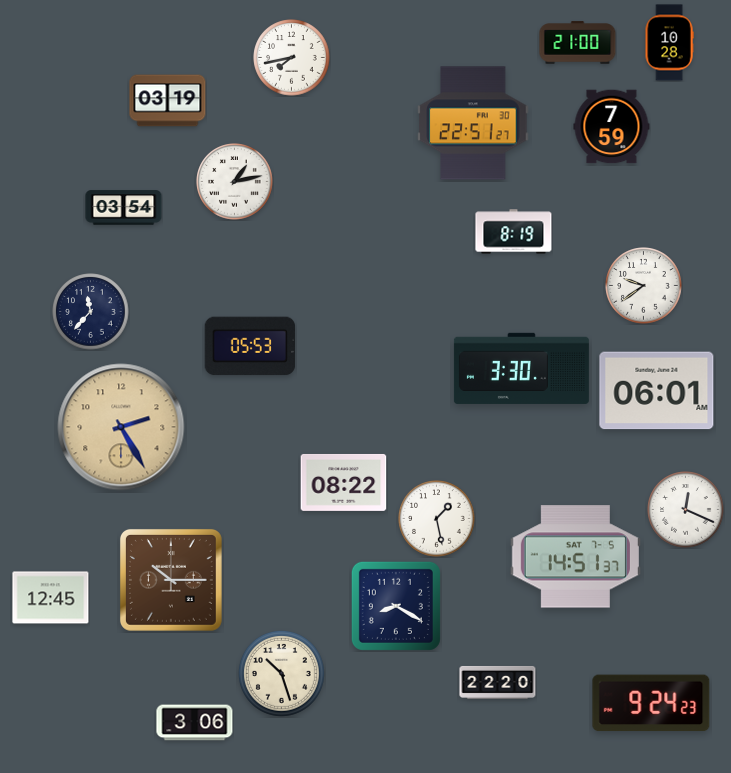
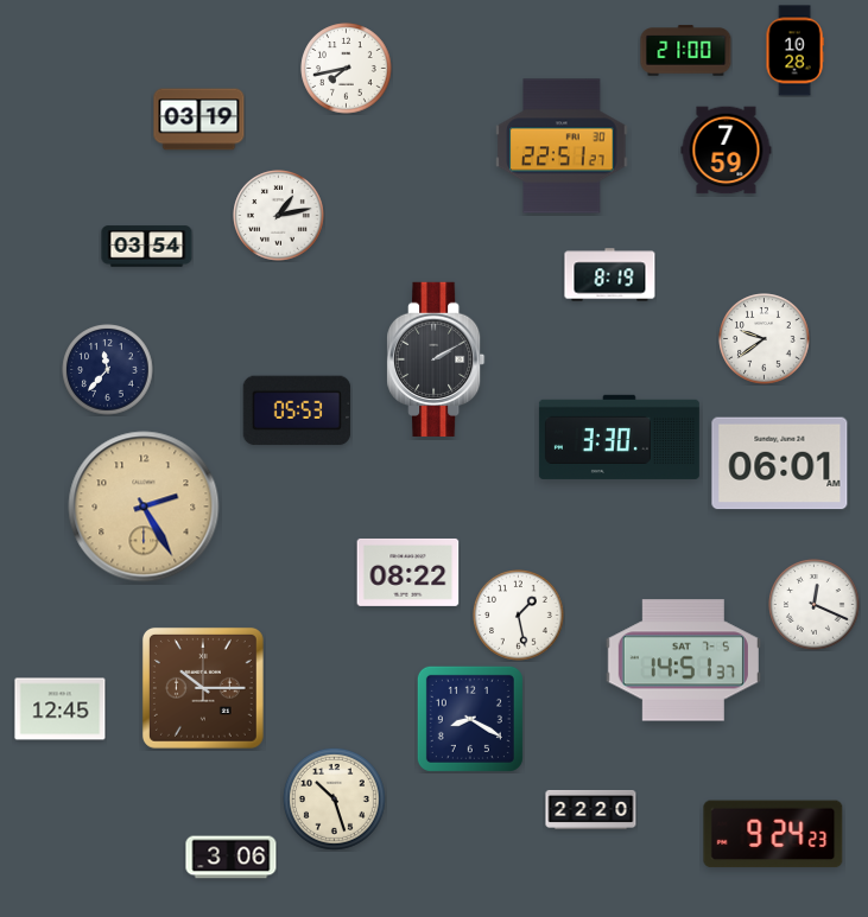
clock at (436, 359): none -> 2:10
